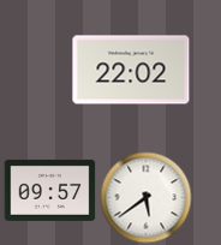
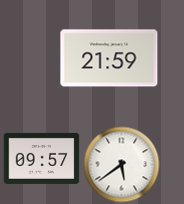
clock at (131, 70): 22:02 -> 21:59
